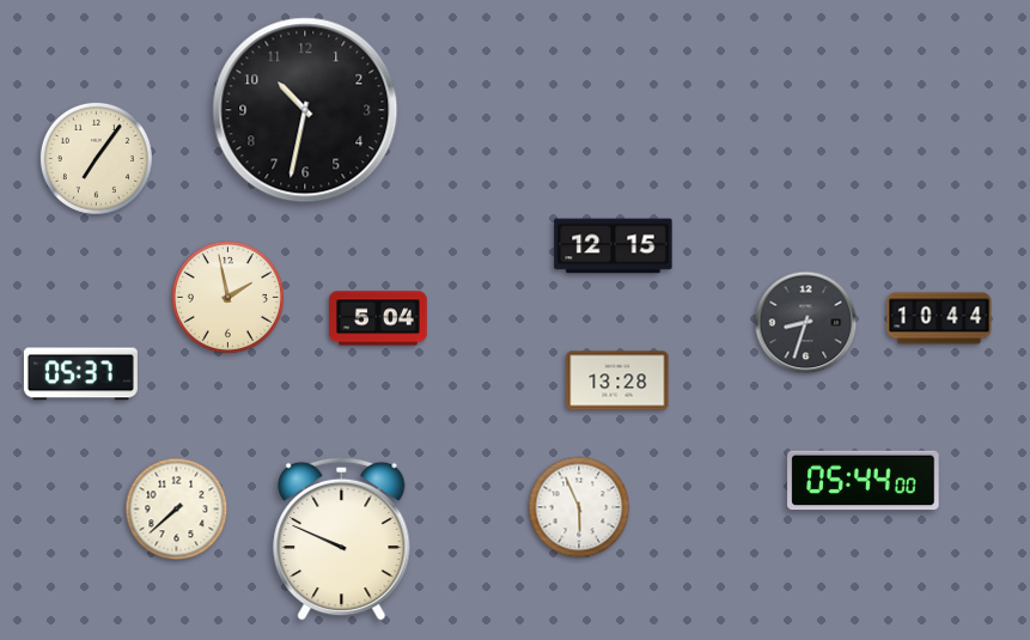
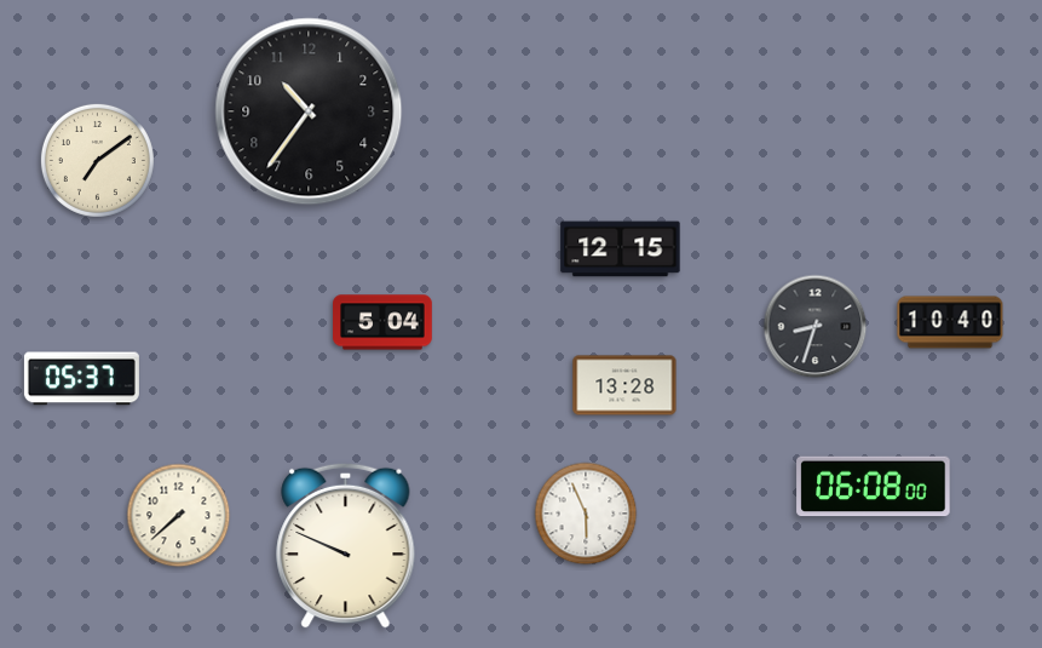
clock at (305, 110): 10:32 -> 10:36
clock at (96, 158): 7:06 -> 7:09
clock at (227, 297): 1:58 -> none
clock at (939, 318): 10:44 -> 10:40
clock at (864, 481): 05:44 -> 06:08
